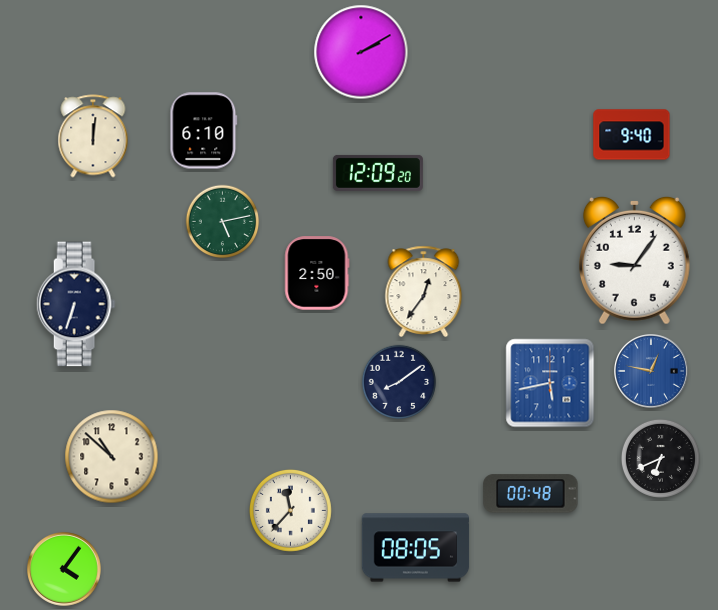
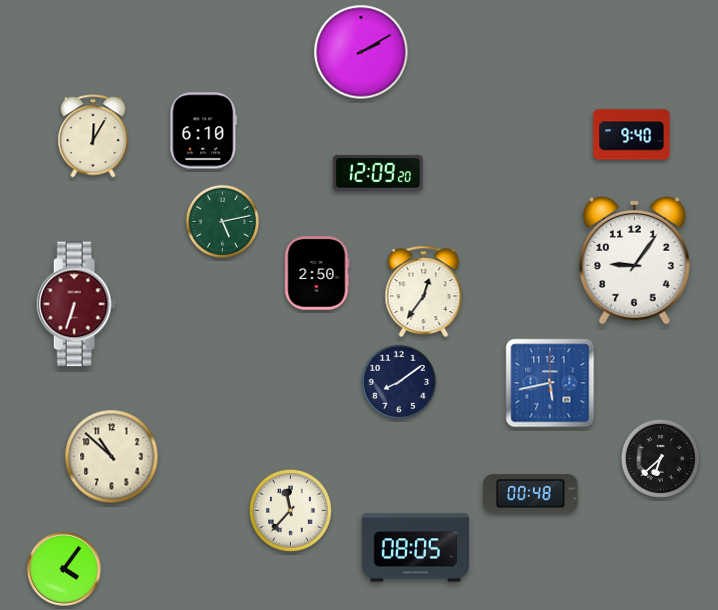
clock at (93, 136): 12:01 -> 12:05
clock at (76, 304) dial: navy -> burgundy
clock at (652, 372): 12:47 -> none
clock at (660, 458): 6:41 -> 6:38
